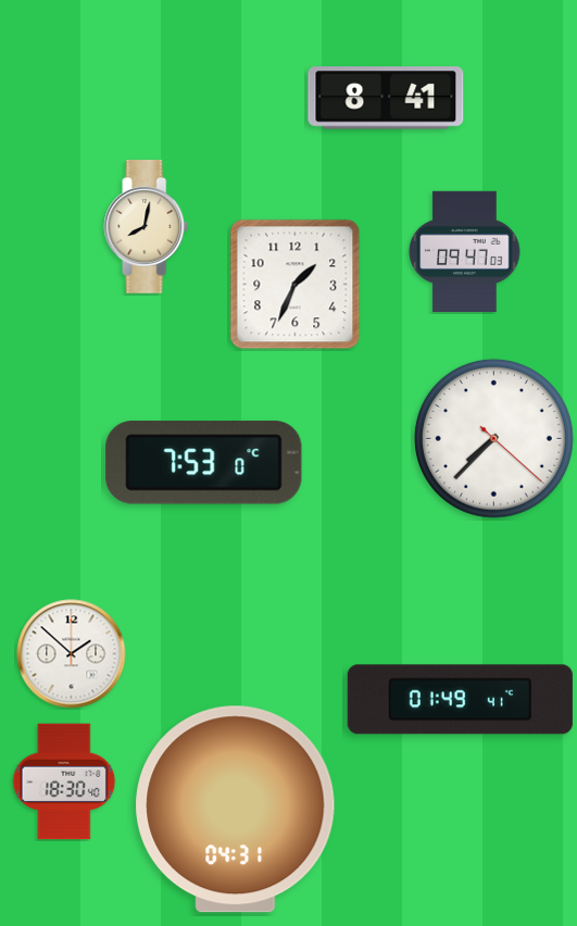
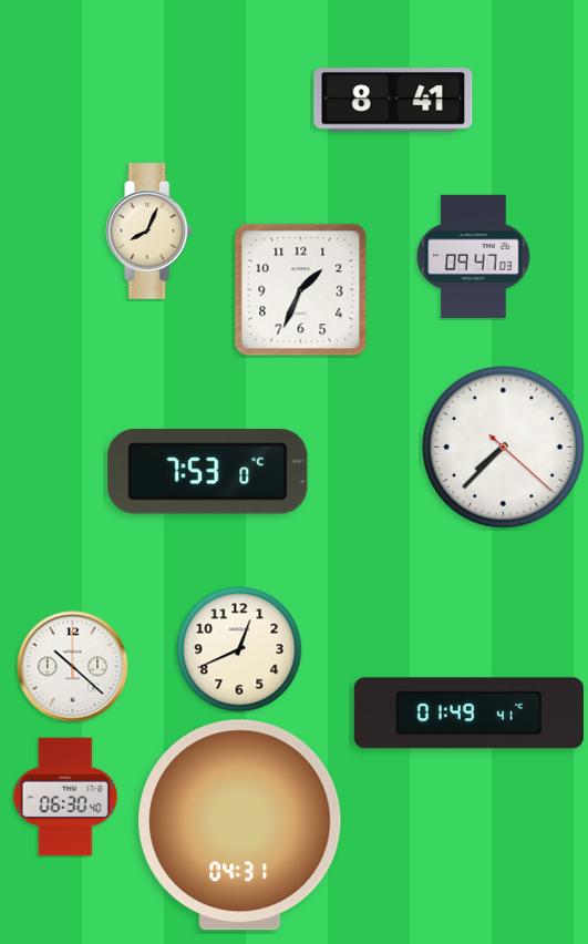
clock at (147, 227): 8:02 -> 8:04
clock at (239, 649): none -> 12:41
clock at (72, 654): 1:52 -> 10:22
clock at (64, 781): 18:30 -> 06:30
